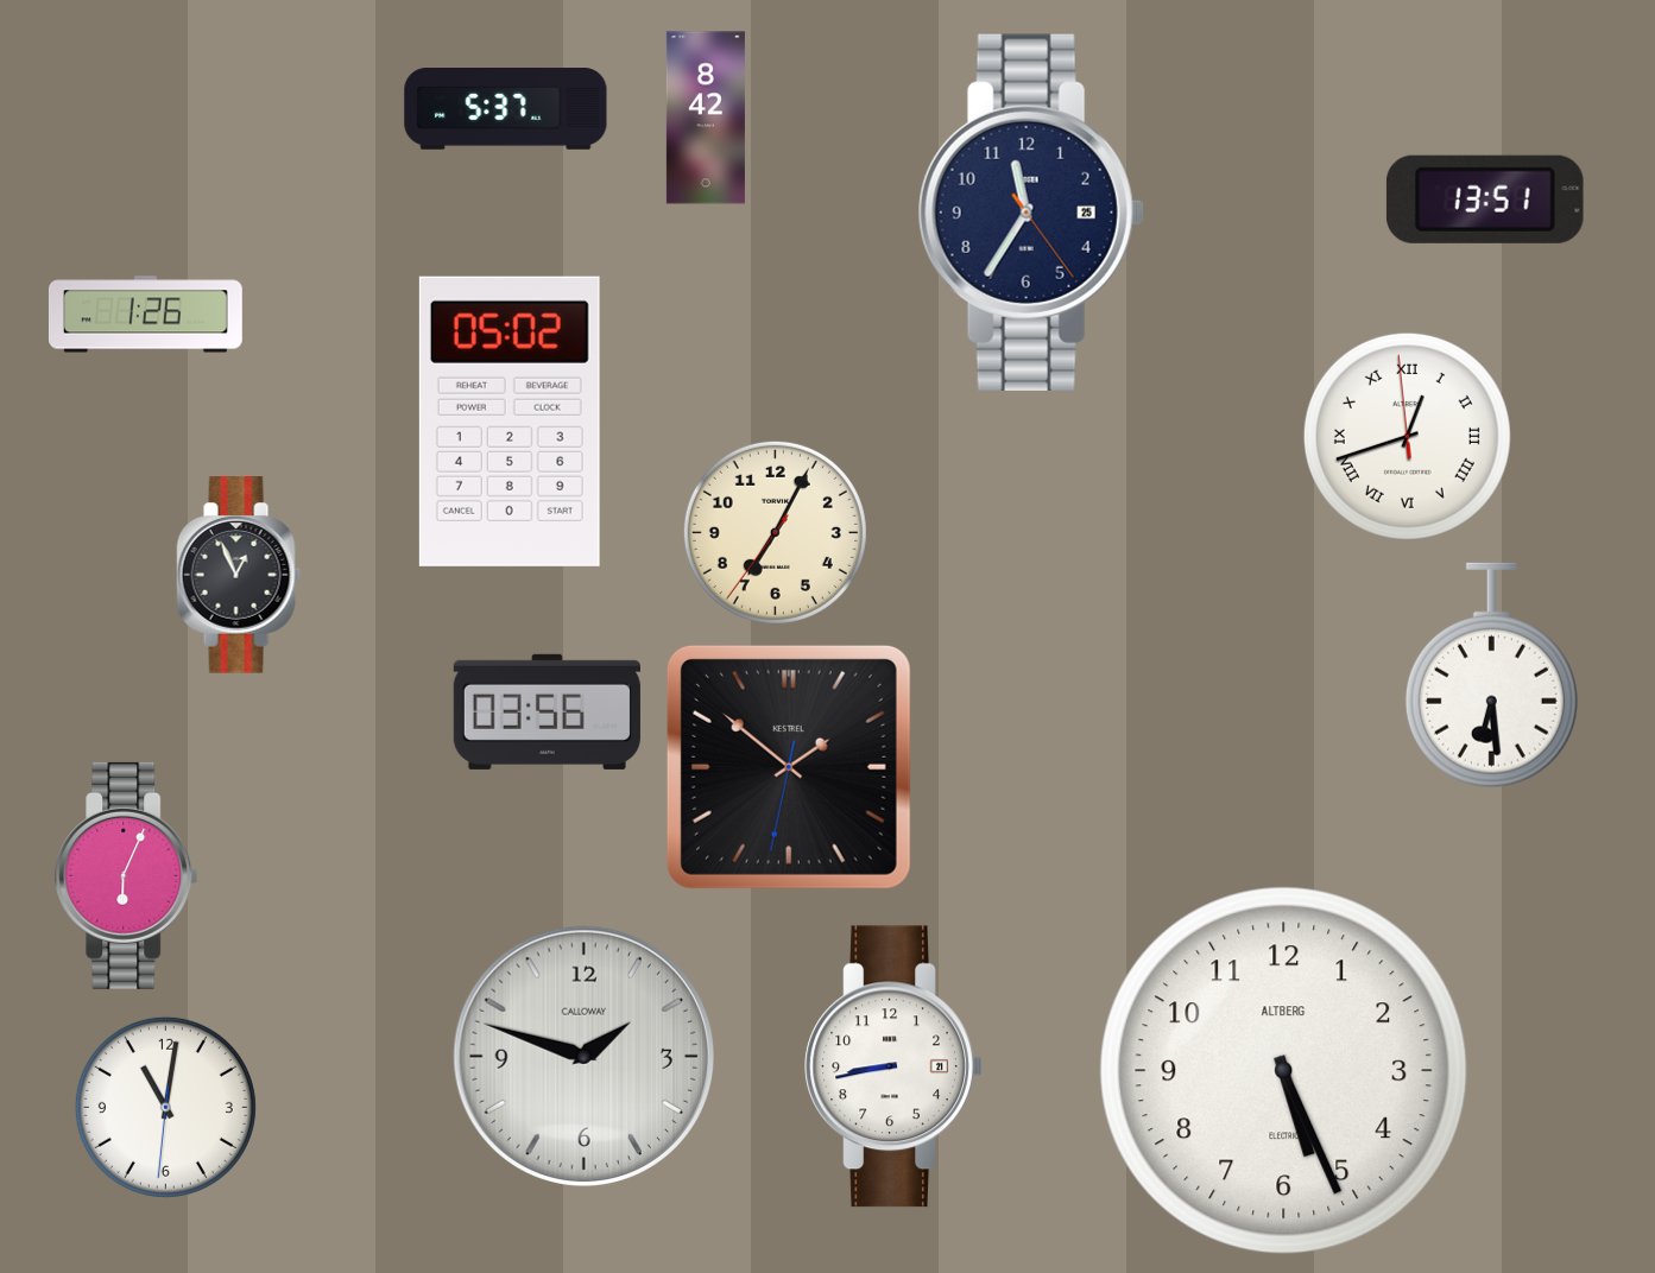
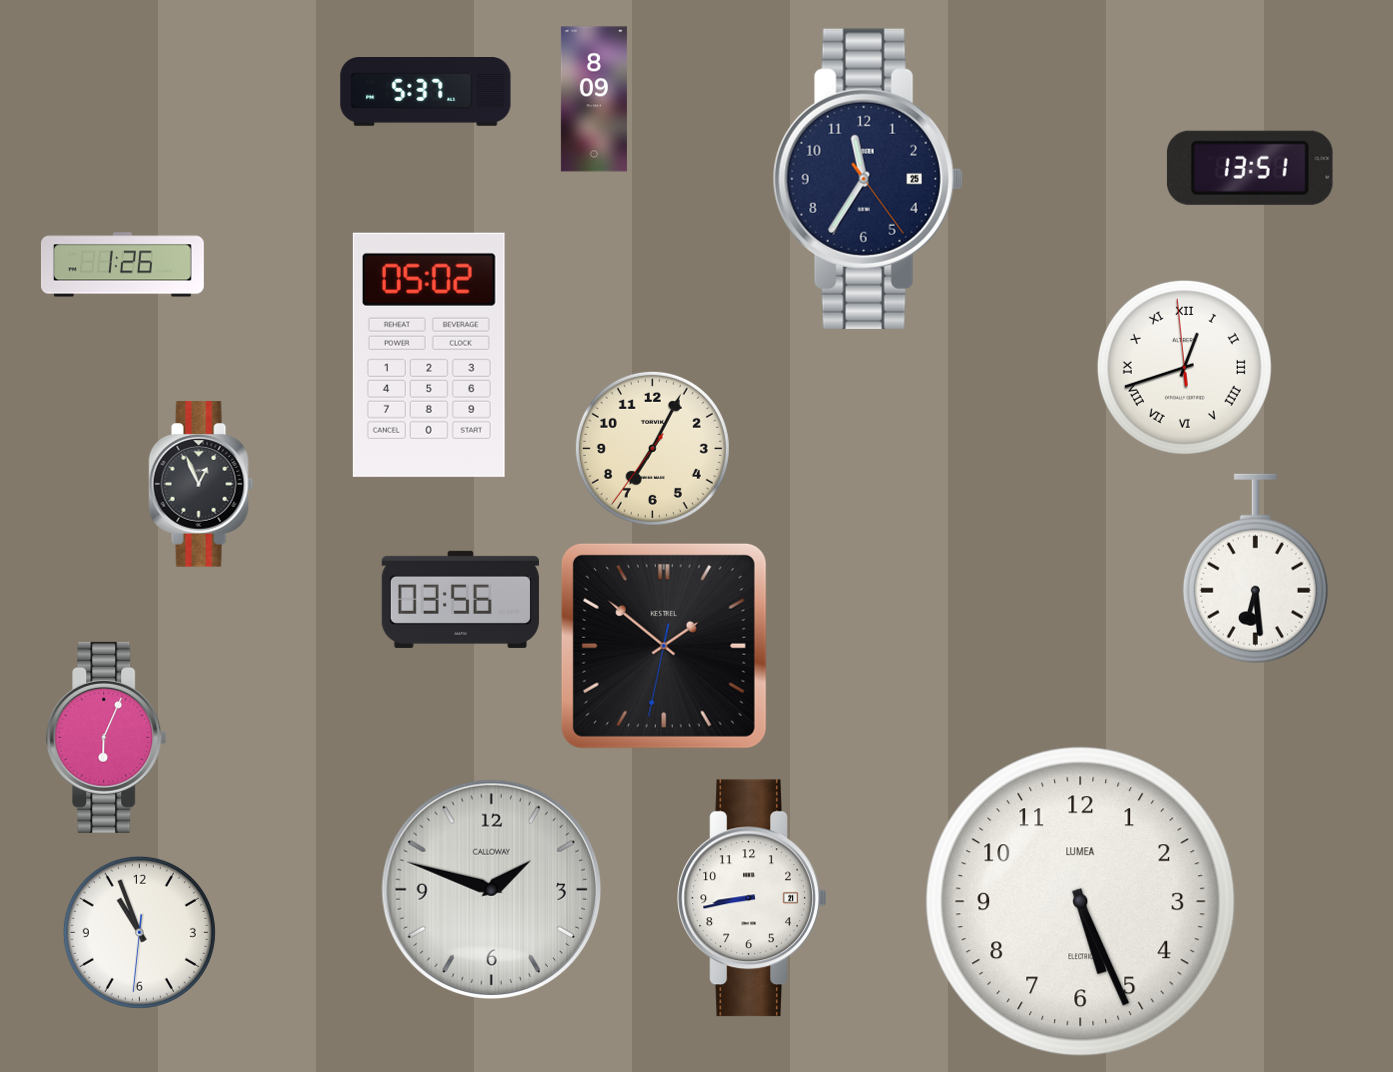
clock at (706, 118): 8:42 -> 8:09
clock at (1284, 1071) brand: ALTBERG -> LUMEA
clock at (165, 1107): 11:01 -> 10:56
